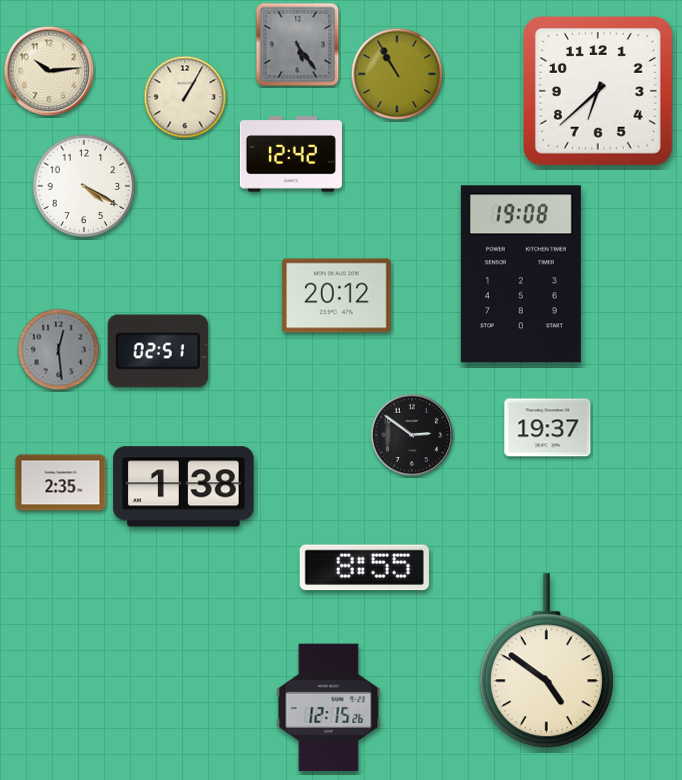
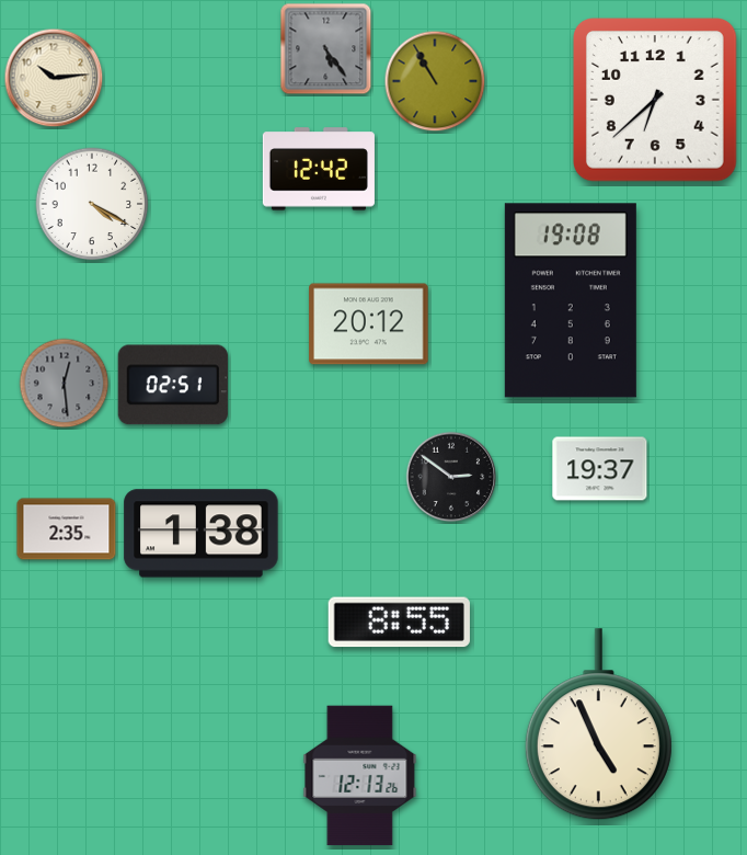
clock at (185, 97): 1:05 -> none
clock at (546, 661): 4:51 -> 4:56
clock at (329, 708): 12:15 -> 12:13
